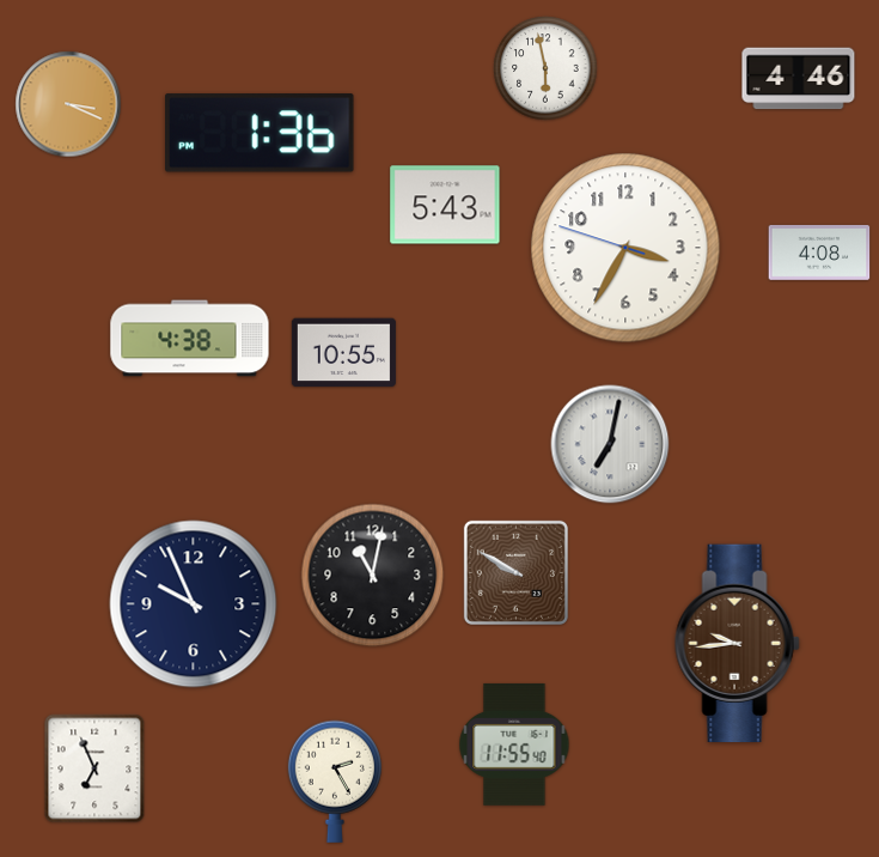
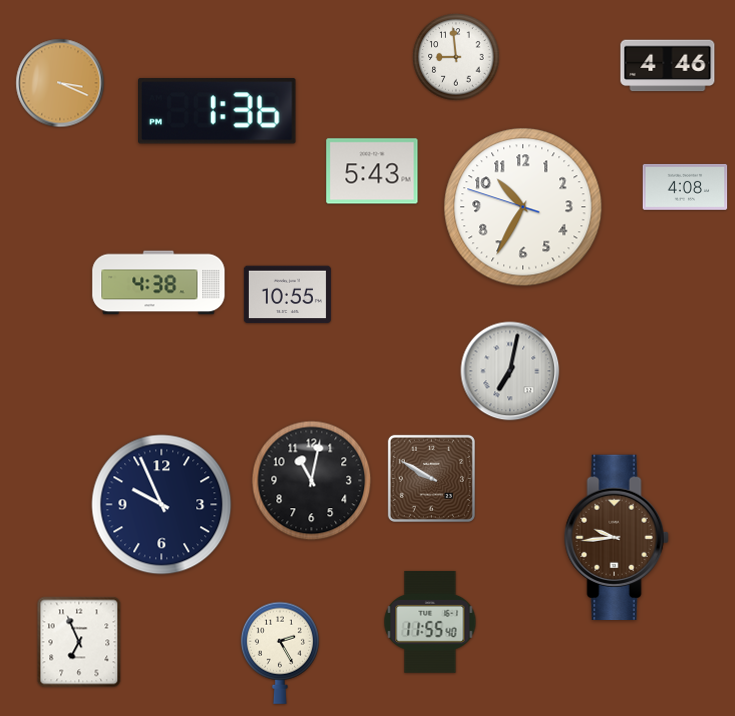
clock at (545, 68): 5:58 -> 8:59
clock at (68, 104) position: (68, 104) -> (60, 83)
clock at (625, 248): 3:34 -> 10:34
clock at (819, 253) position: (819, 253) -> (685, 187)
